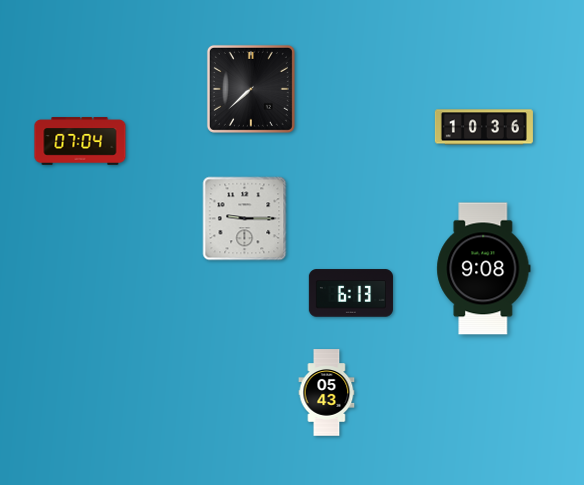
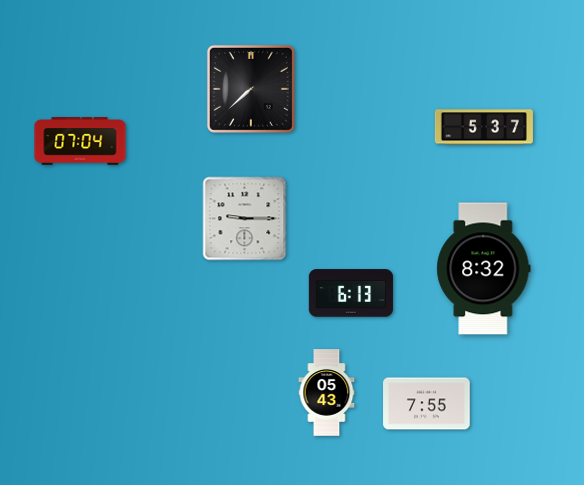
clock at (484, 127): 10:36 -> 5:37
clock at (484, 269): 9:08 -> 8:32
clock at (427, 404): none -> 7:55
